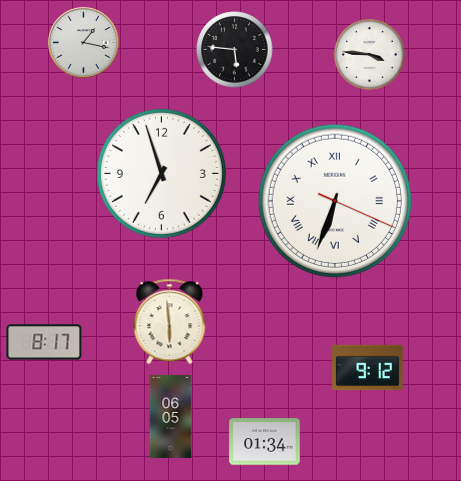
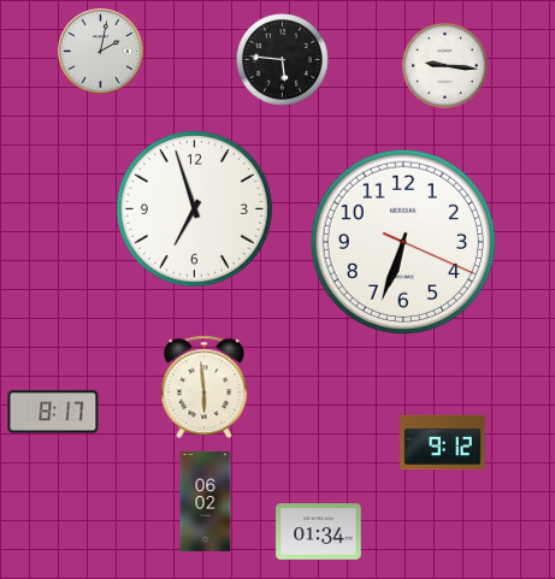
clock at (84, 43): 1:17 -> 2:02
clock at (369, 54): 3:46 -> 9:16
clock at (335, 201) numerals: Roman -> Arabic
clock at (171, 416): 06:05 -> 06:02
